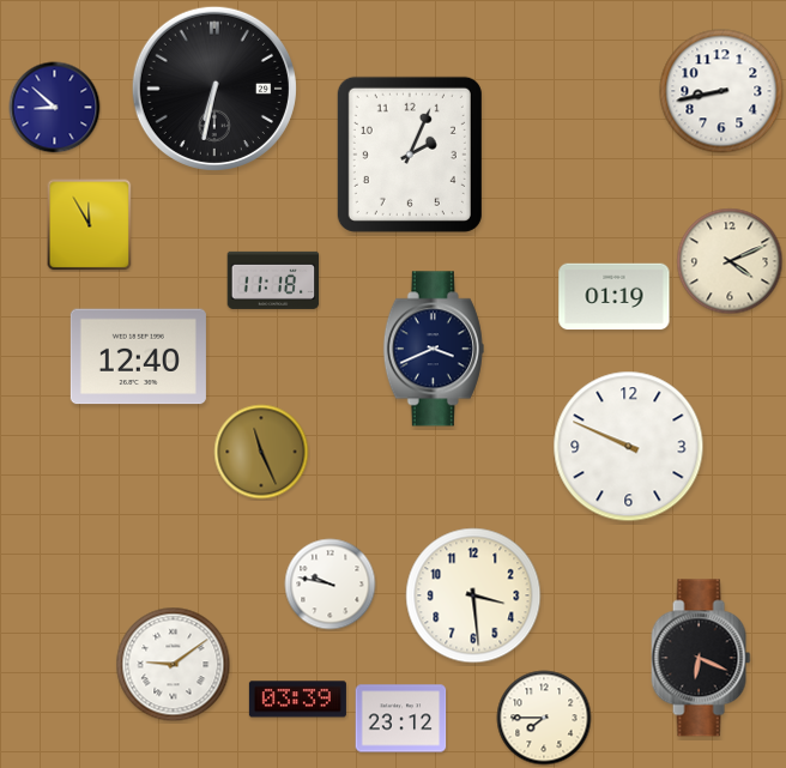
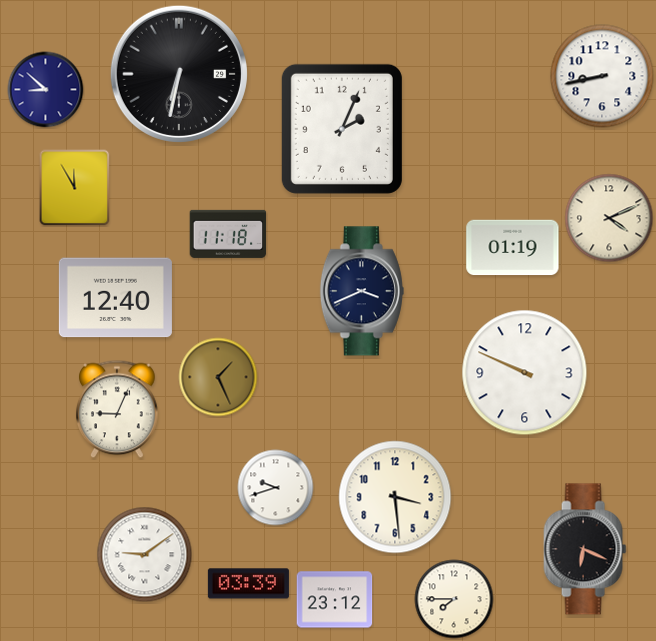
clock at (261, 452): 11:26 -> 1:26
clock at (118, 409): none -> 9:04
clock at (331, 585): 9:47 -> 9:42
